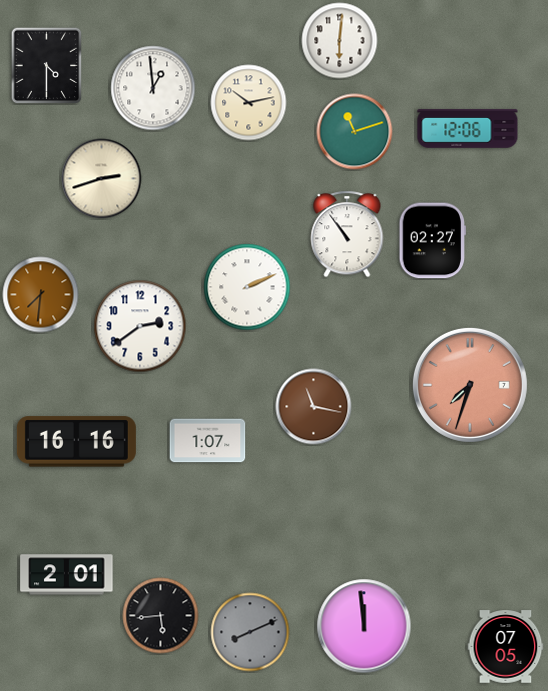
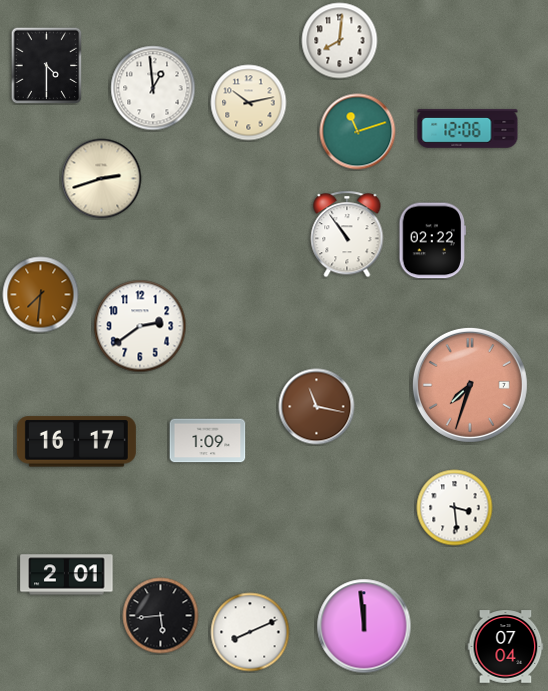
clock at (340, 41): 6:01 -> 8:01
clock at (355, 132) position: (355, 132) -> (358, 132)
clock at (433, 241): 02:27 -> 02:22
clock at (247, 287): 2:11 -> none
clock at (314, 407) position: (314, 407) -> (317, 407)
clock at (208, 441): 1:07 -> 1:09
clock at (76, 442): 16:16 -> 16:17
clock at (455, 508): none -> 3:29
clock at (250, 632) dial: grey -> white
clock at (506, 647): 07:05 -> 07:04
